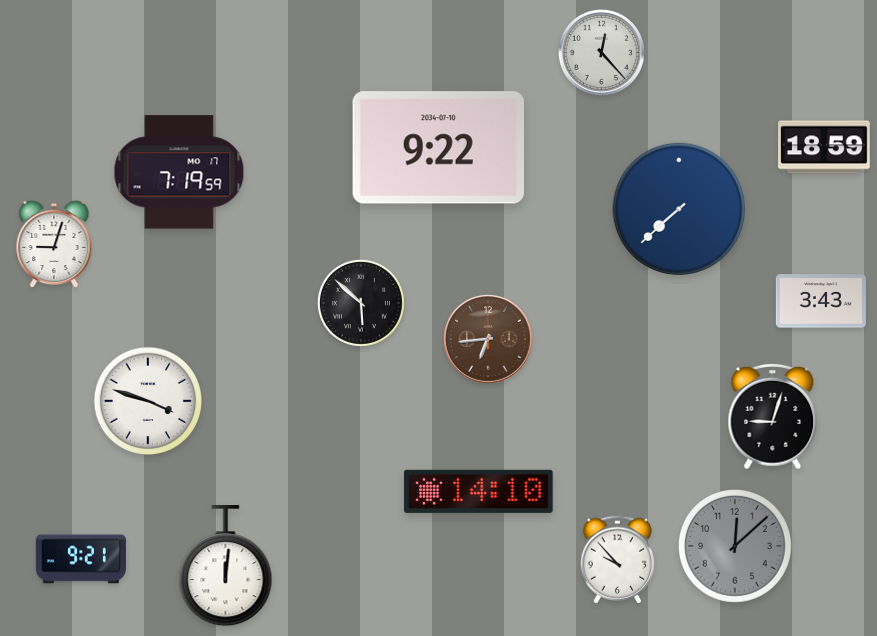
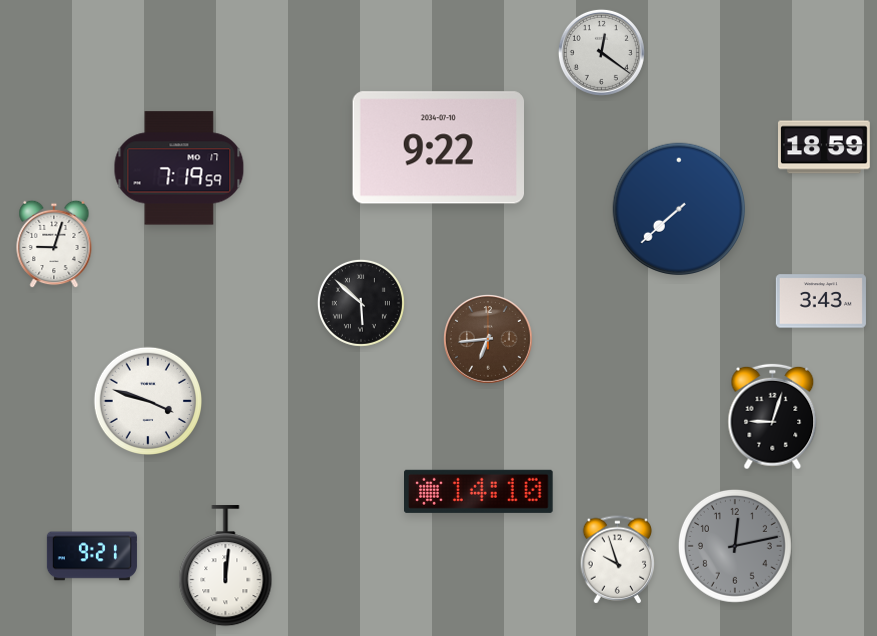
clock at (601, 52): 12:23 -> 12:21
clock at (179, 172) position: (179, 172) -> (179, 168)
clock at (735, 546): 12:08 -> 12:13
clock at (81, 559) position: (81, 559) -> (92, 556)
clock at (618, 560): 9:53 -> 9:57
